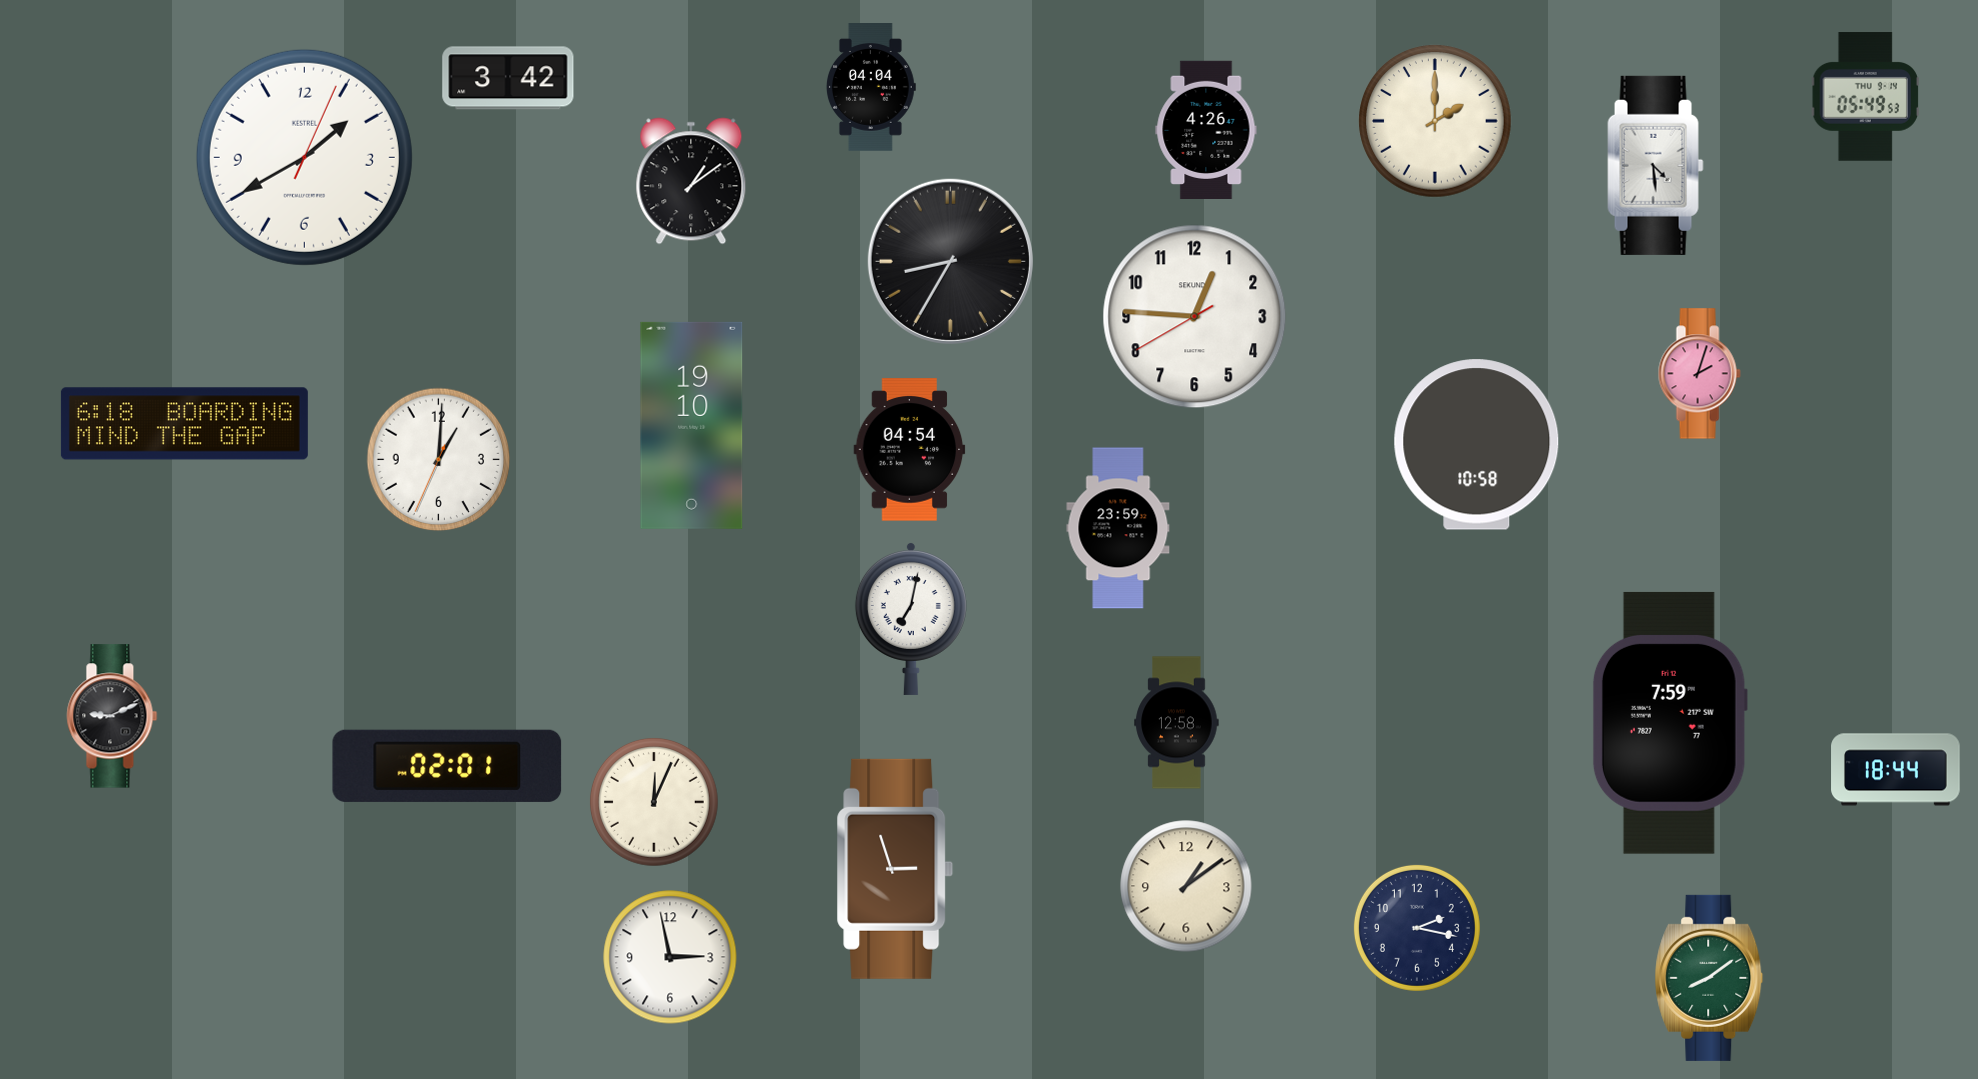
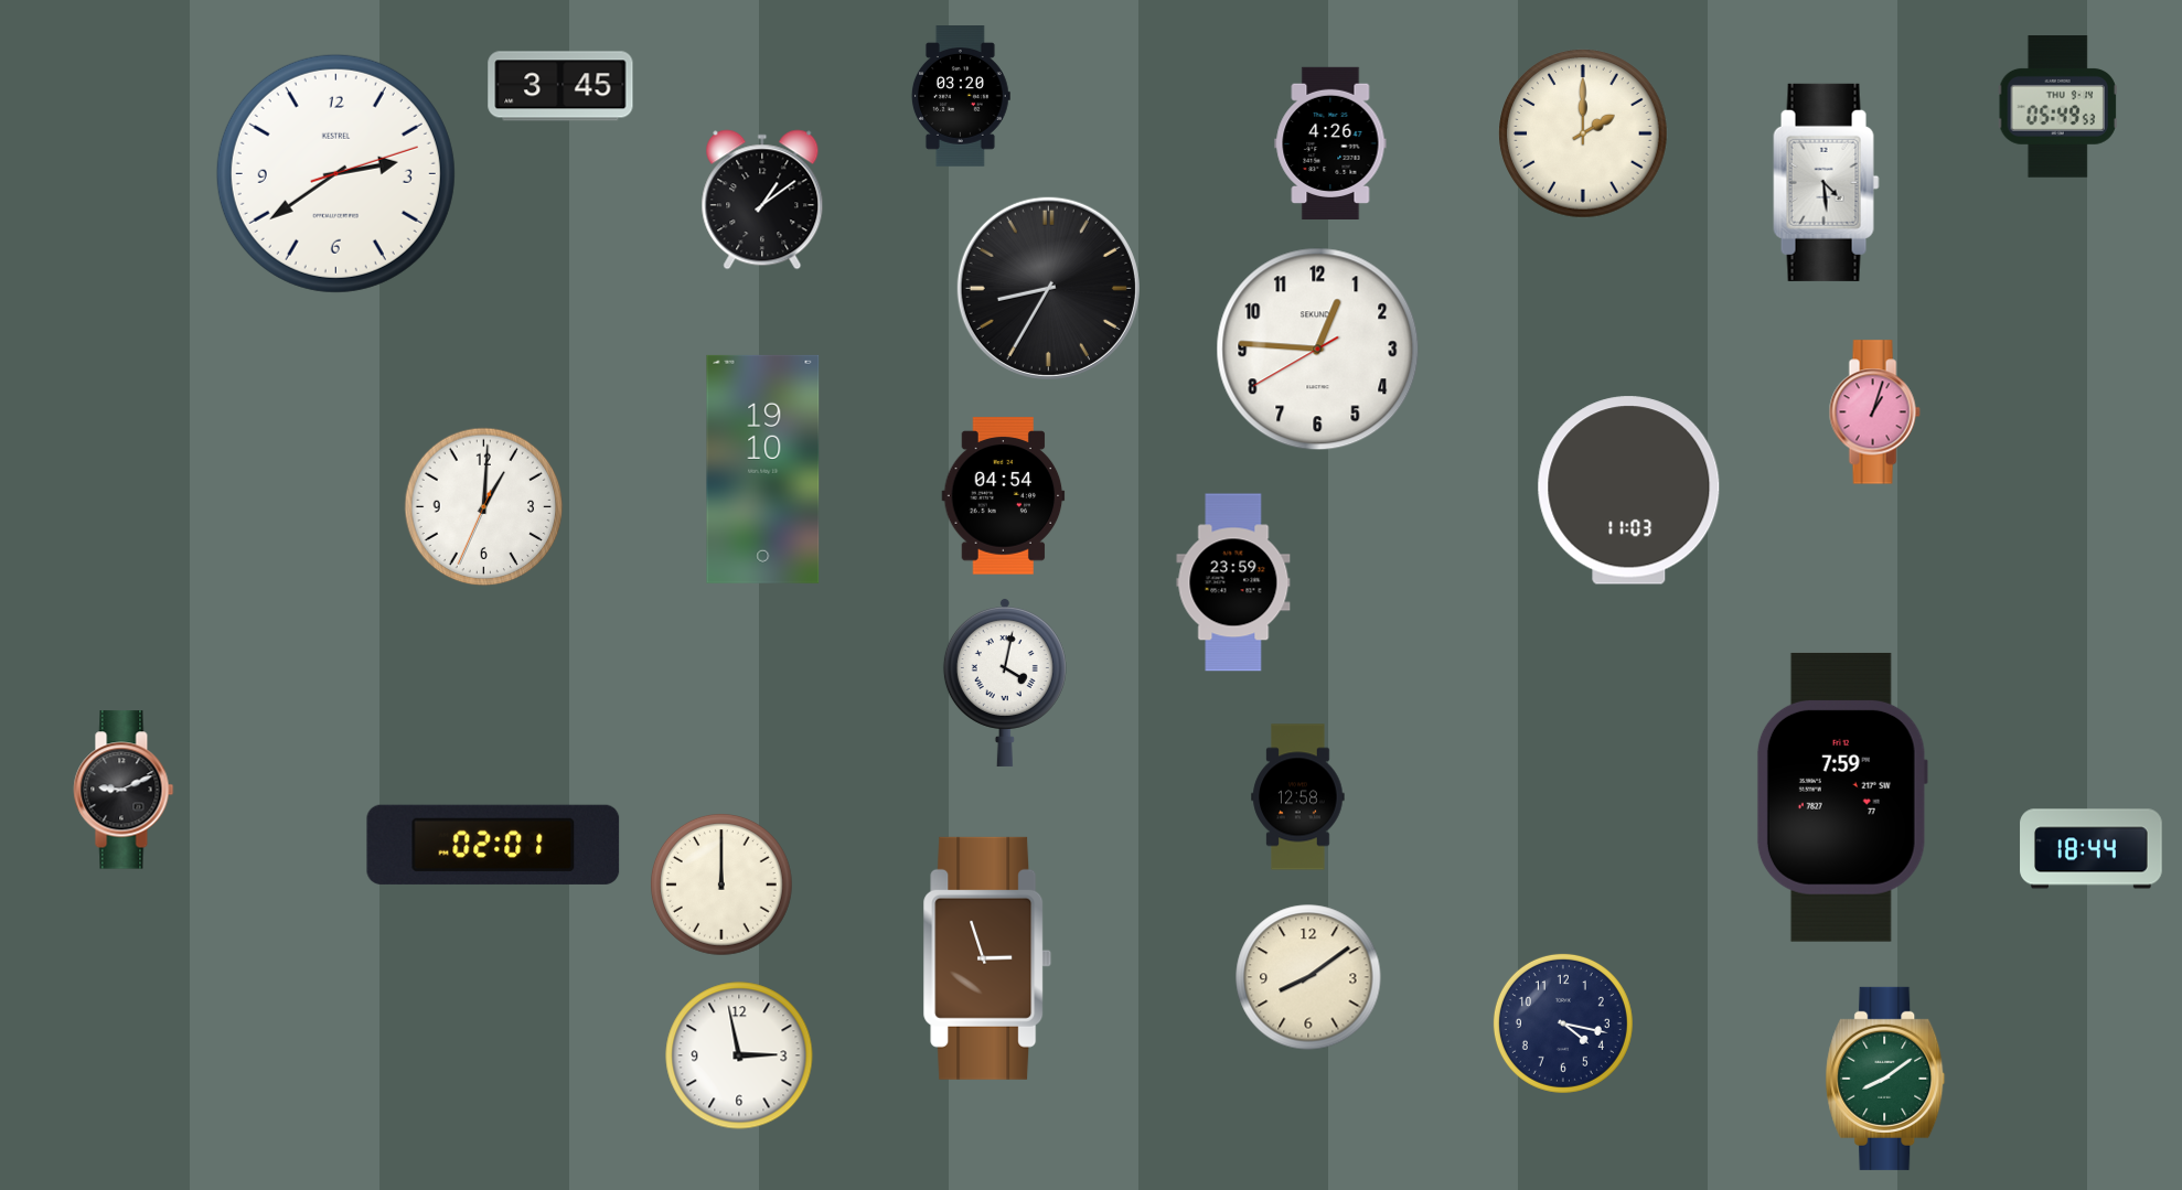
clock at (508, 78): 3:42 -> 3:45
clock at (871, 88): 04:04 -> 03:20
clock at (304, 157): 1:40 -> 2:39
clock at (1699, 374): 2:03 -> 1:03
clock at (184, 424): 6:18 -> none
clock at (1477, 445): 10:58 -> 11:03
clock at (911, 618): 7:02 -> 4:02
clock at (655, 803): 12:04 -> 12:00
clock at (1186, 886): 1:09 -> 8:09
clock at (1417, 928): 2:17 -> 4:17
